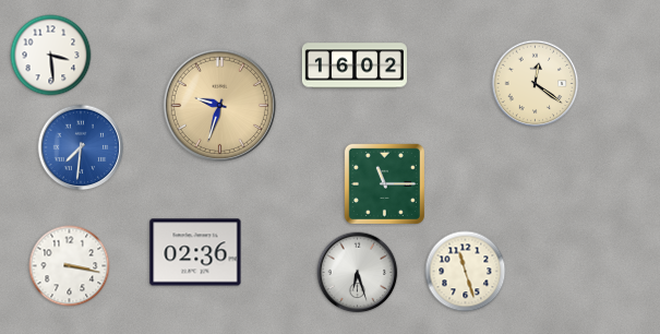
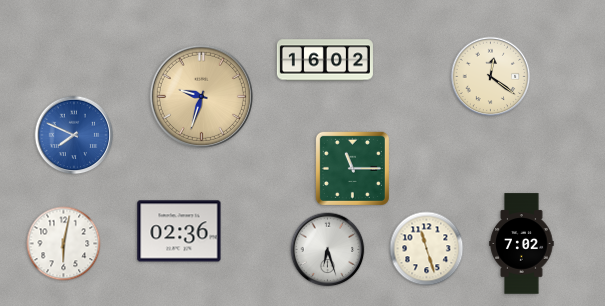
clock at (51, 56): 3:29 -> none
clock at (81, 147): 7:31 -> 7:49
clock at (70, 266): 3:17 -> 6:02
clock at (522, 244): none -> 7:02
